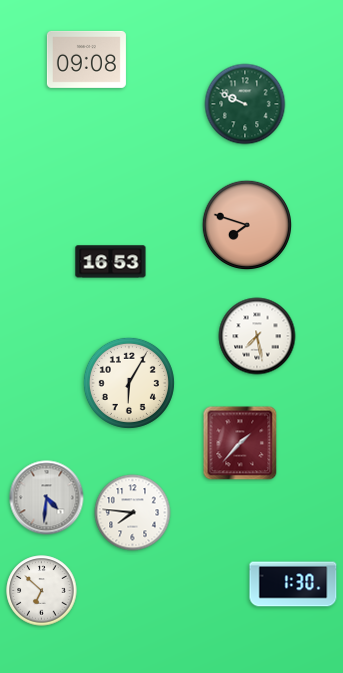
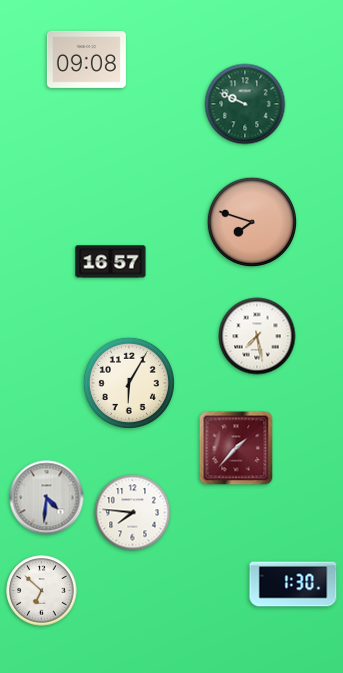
clock at (246, 224) position: (246, 224) -> (251, 221)
clock at (111, 262): 16:53 -> 16:57
clock at (240, 443) position: (240, 443) -> (236, 448)
